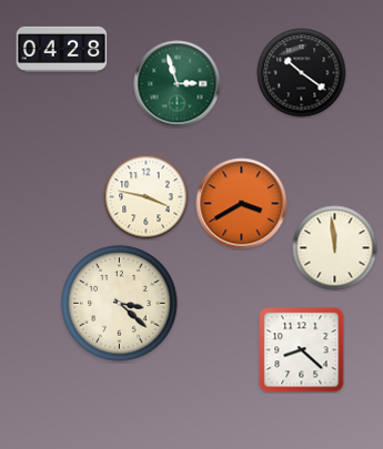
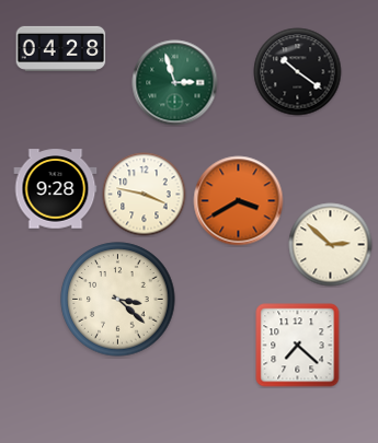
clock at (56, 189): none -> 9:28
clock at (335, 248): 11:59 -> 2:52
clock at (302, 350): 8:22 -> 7:22
